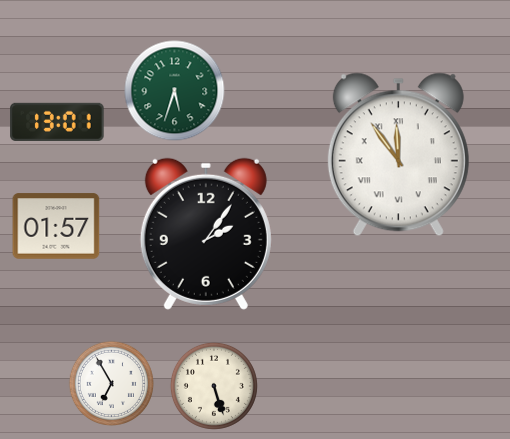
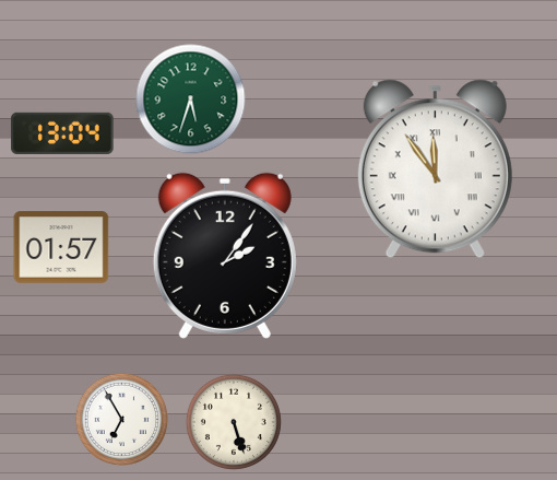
clock at (57, 122): 13:01 -> 13:04
